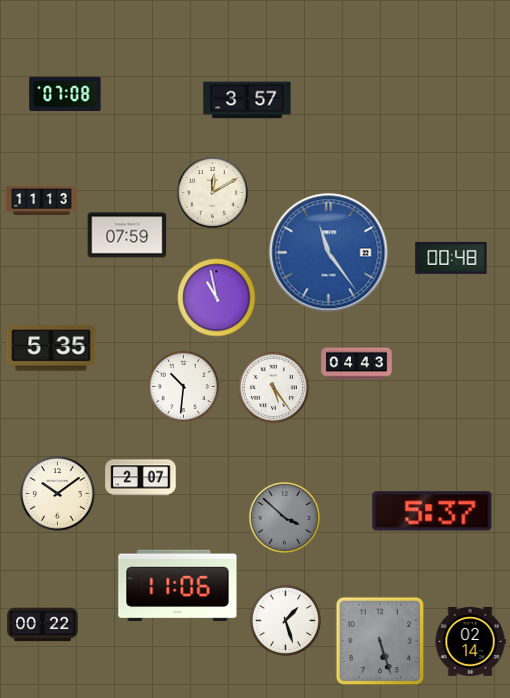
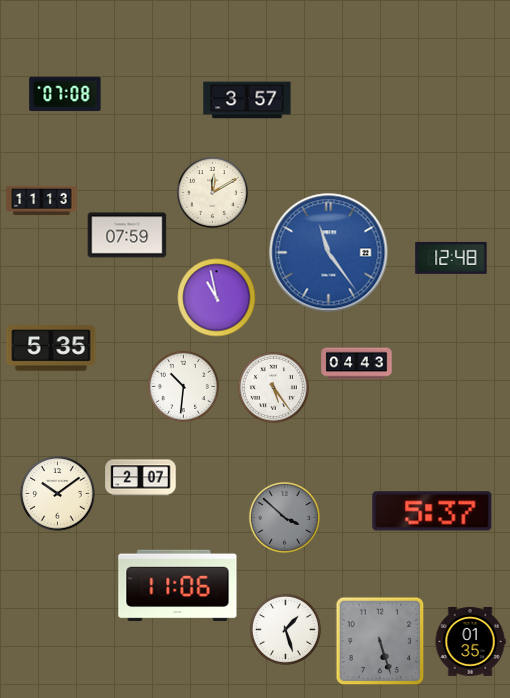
clock at (451, 258): 00:48 -> 12:48
clock at (285, 620) position: (285, 620) -> (285, 629)
clock at (43, 625): 00:22 -> none
clock at (470, 641): 02:14 -> 01:35
